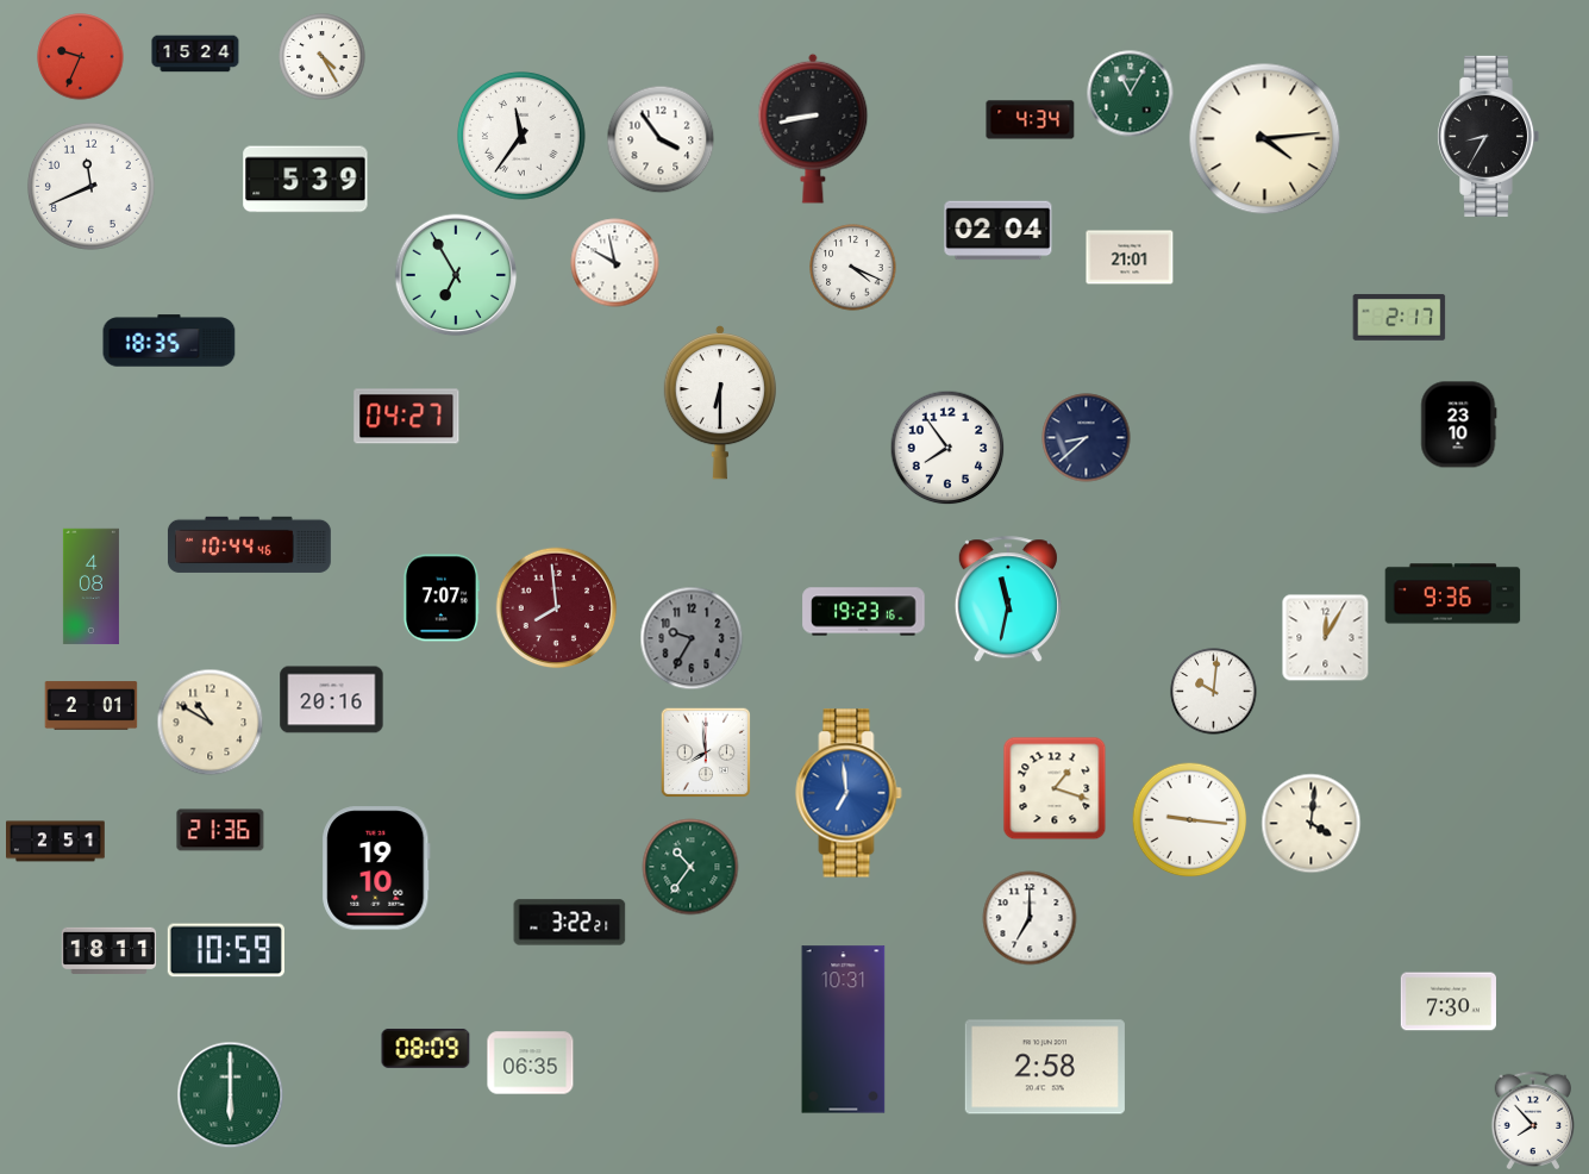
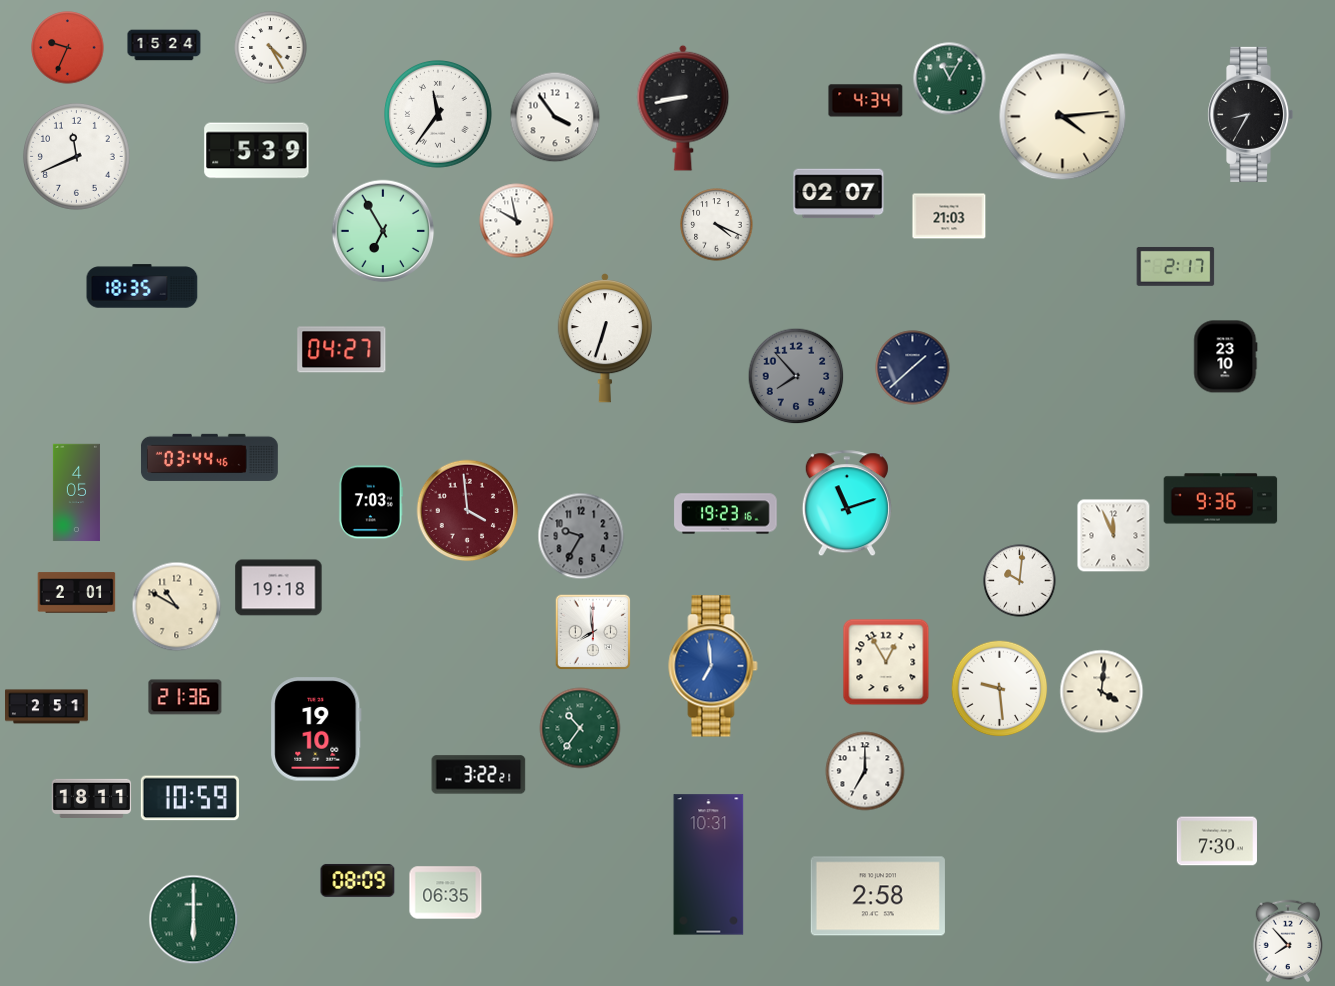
clock at (999, 231): 02:04 -> 02:07
clock at (1130, 257): 21:01 -> 21:03
clock at (720, 402): 6:30 -> 6:33
clock at (1087, 438): 8:38 -> 1:38
clock at (947, 448): 7:54 -> 7:53
clock at (947, 448) dial: white -> grey
clock at (249, 544): 10:44 -> 03:44
clock at (90, 587): 4:08 -> 4:05
clock at (442, 598): 7:07 -> 7:03
clock at (1008, 600): 11:32 -> 11:12
clock at (557, 608): 7:59 -> 3:59
clock at (1326, 638): 12:05 -> 11:56
clock at (332, 700): 20:16 -> 19:18
clock at (1055, 788): 1:18 -> 12:55
clock at (1190, 820): 9:16 -> 9:29
